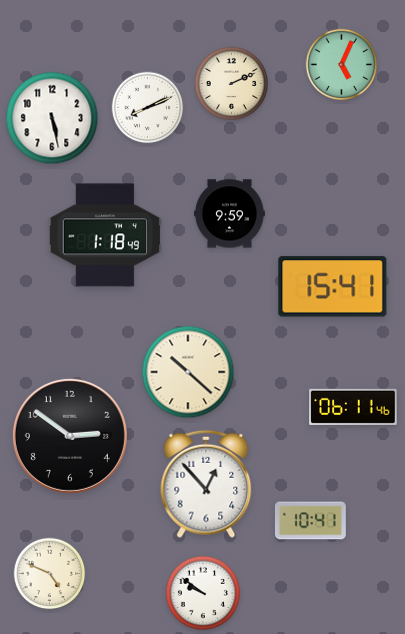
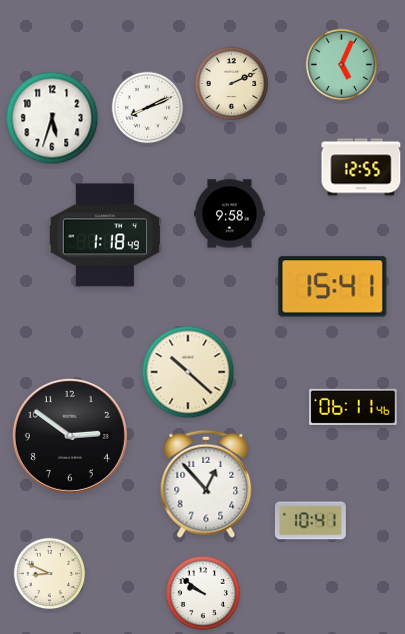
clock at (52, 118): 5:28 -> 5:33
clock at (361, 167): none -> 12:55
clock at (230, 214): 9:59 -> 9:58
clock at (50, 574): 4:49 -> 8:49
